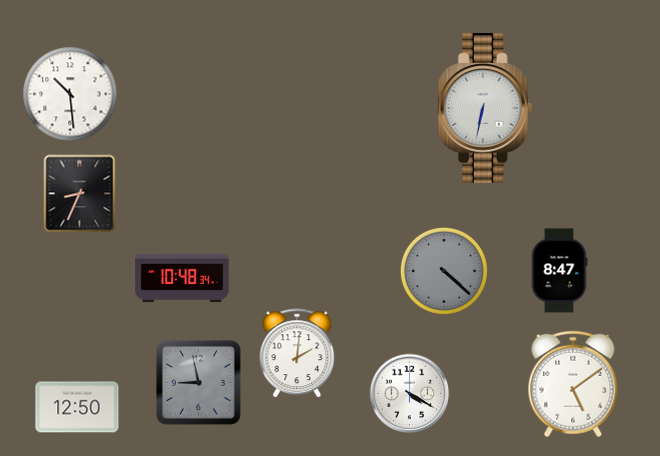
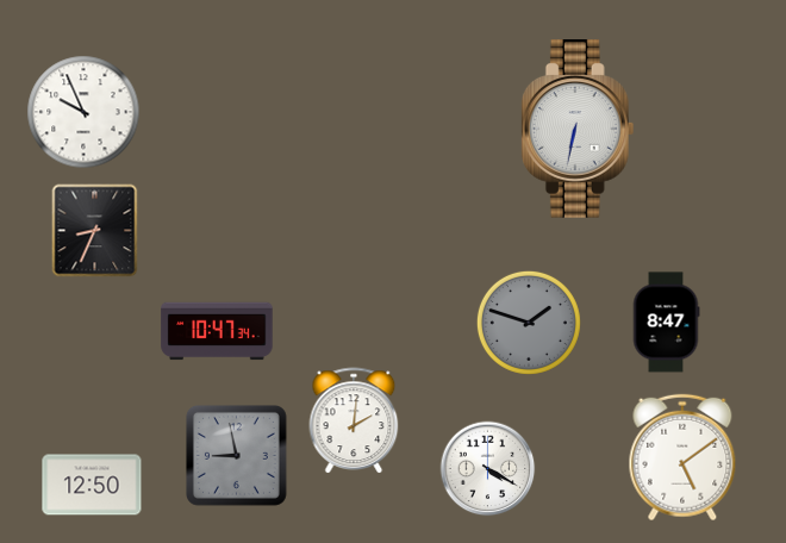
clock at (70, 94): 10:29 -> 9:56
clock at (444, 271): 4:22 -> 1:48
clock at (182, 278): 10:48 -> 10:47
